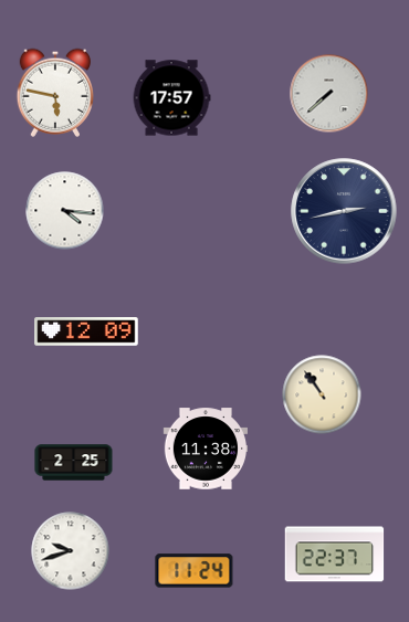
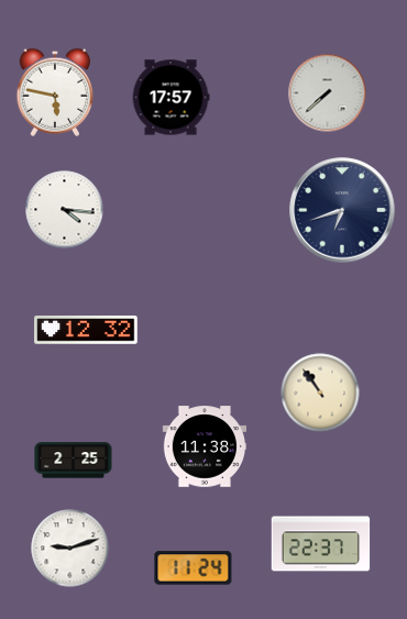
clock at (344, 211): 2:43 -> 6:42
clock at (86, 331): 12:09 -> 12:32
clock at (71, 551): 9:42 -> 9:12
clock at (335, 555) position: (335, 555) -> (321, 544)
